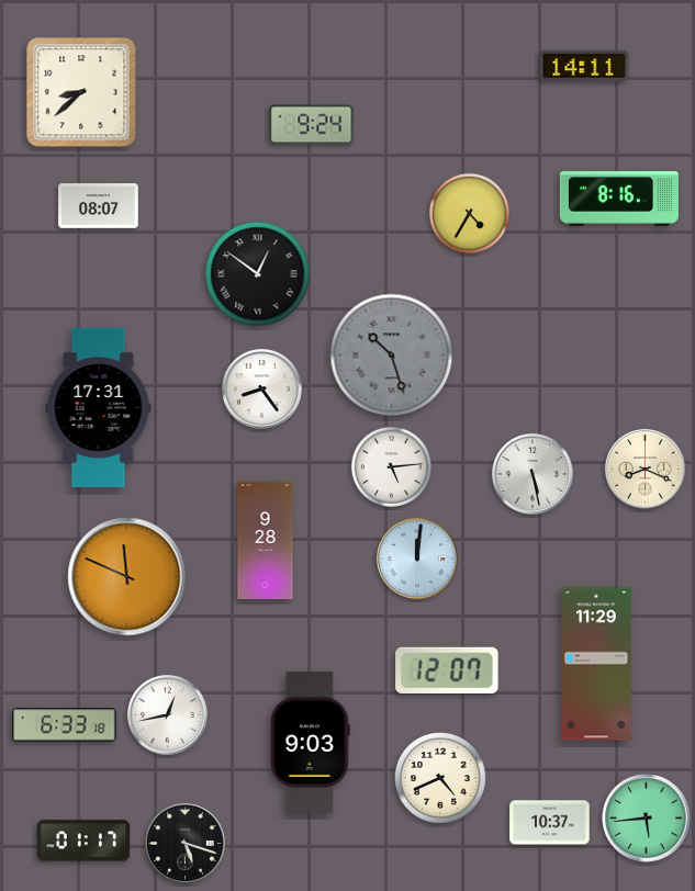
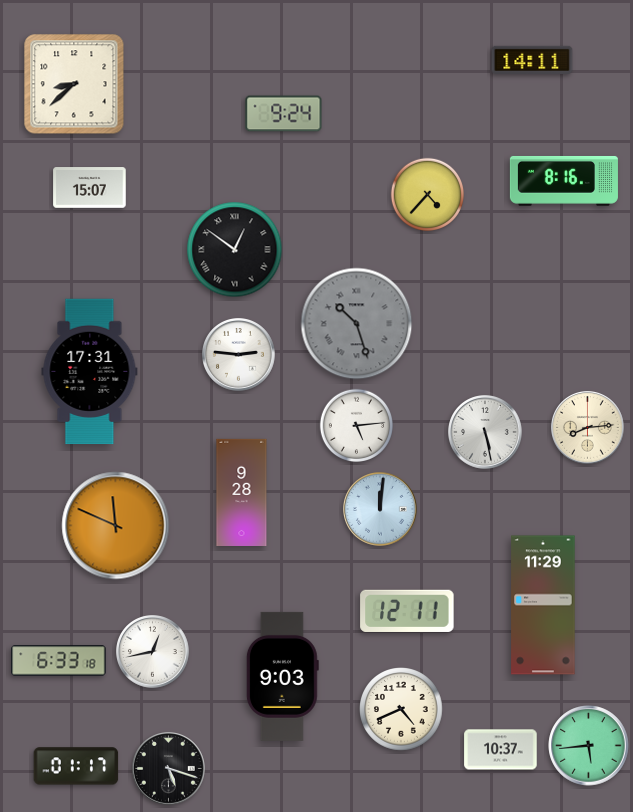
clock at (99, 206): 08:07 -> 15:07
clock at (469, 213): 4:35 -> 4:37
clock at (262, 390): 8:24 -> 2:46
clock at (646, 470): 8:19 -> 8:14
clock at (447, 670): 12:07 -> 12:11
